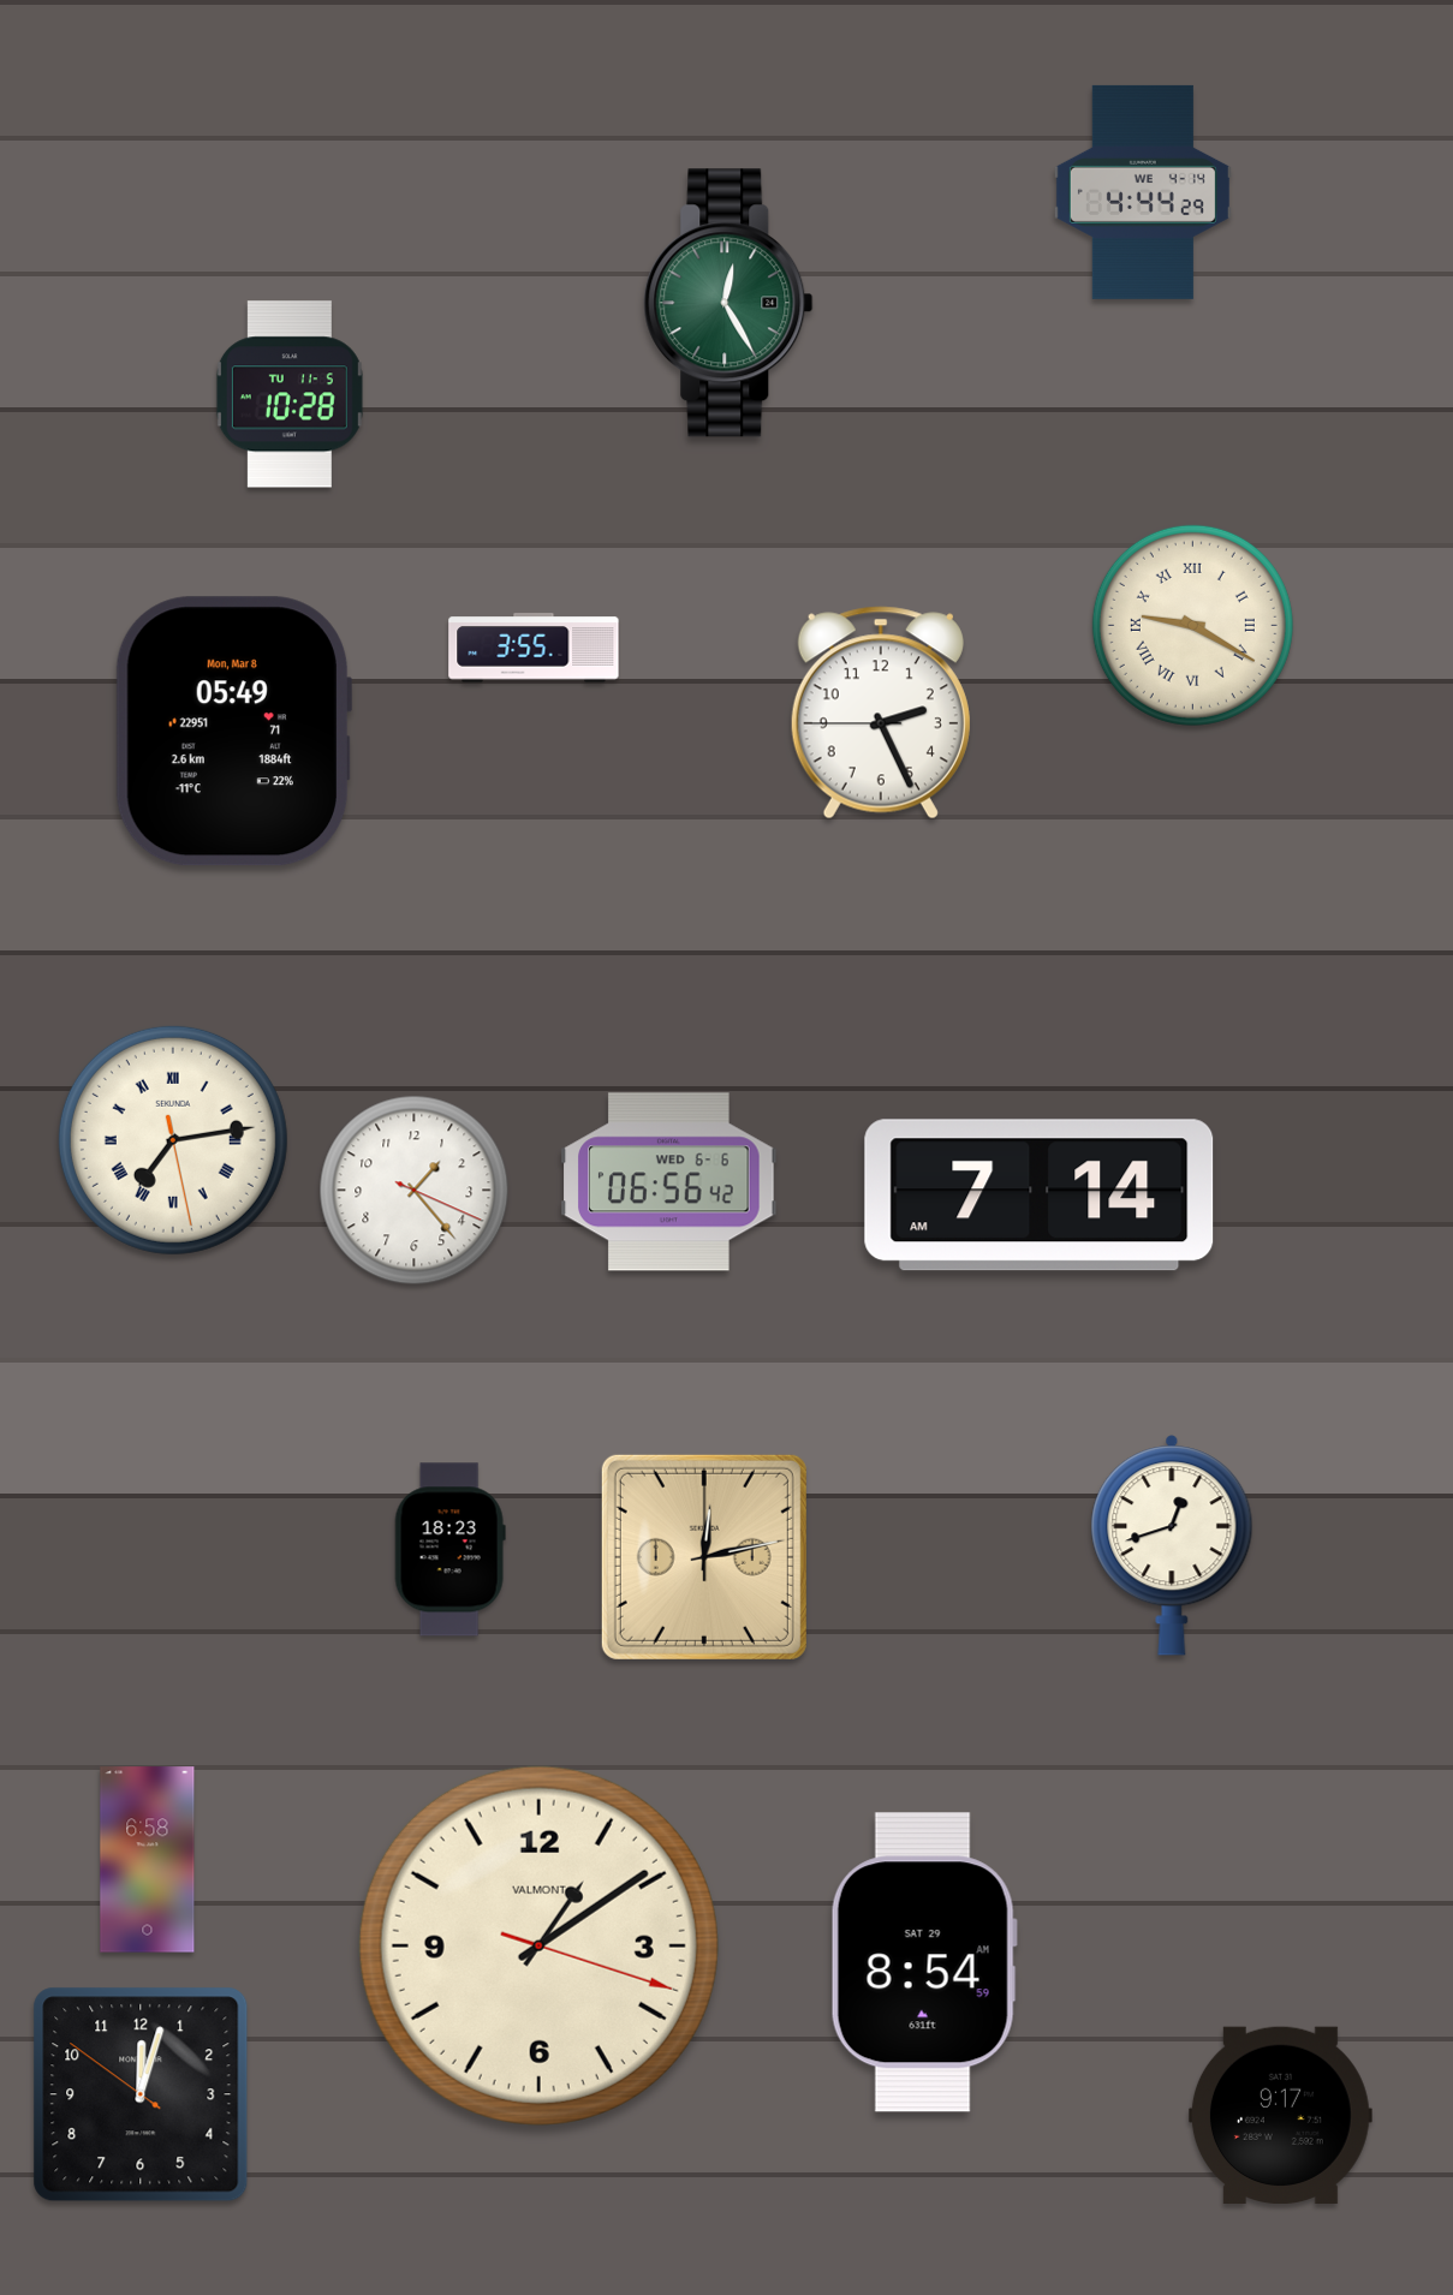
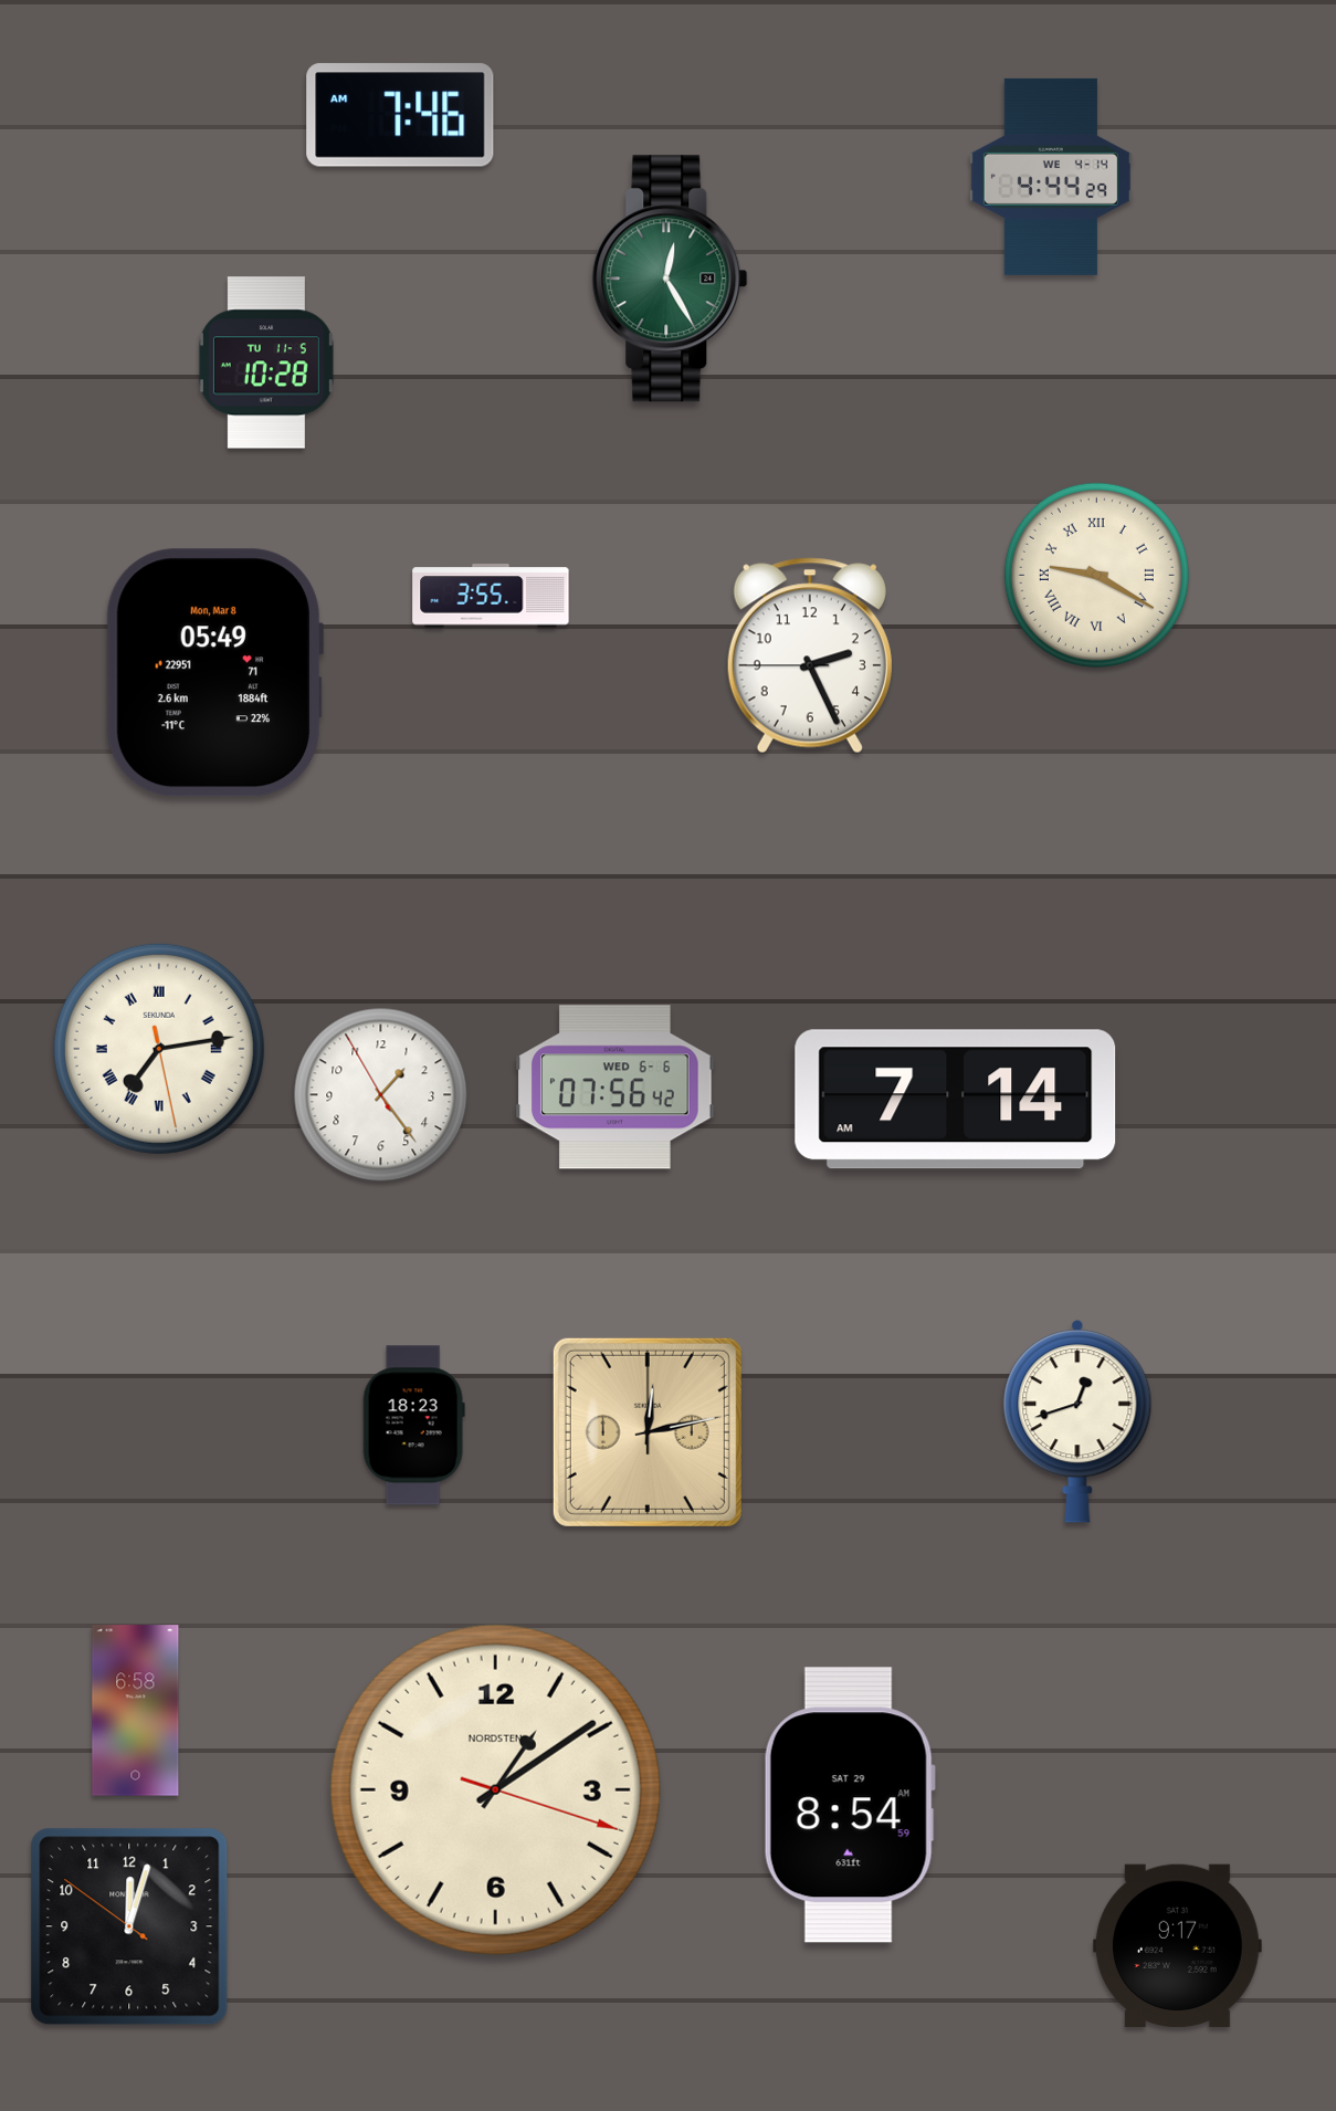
clock at (400, 115): none -> 7:46
clock at (669, 1182): 06:56 -> 07:56
clock at (415, 1191): 1:23:19 -> 1:23:55
clock at (538, 1945) brand: VALMONT -> NORDSTEN
